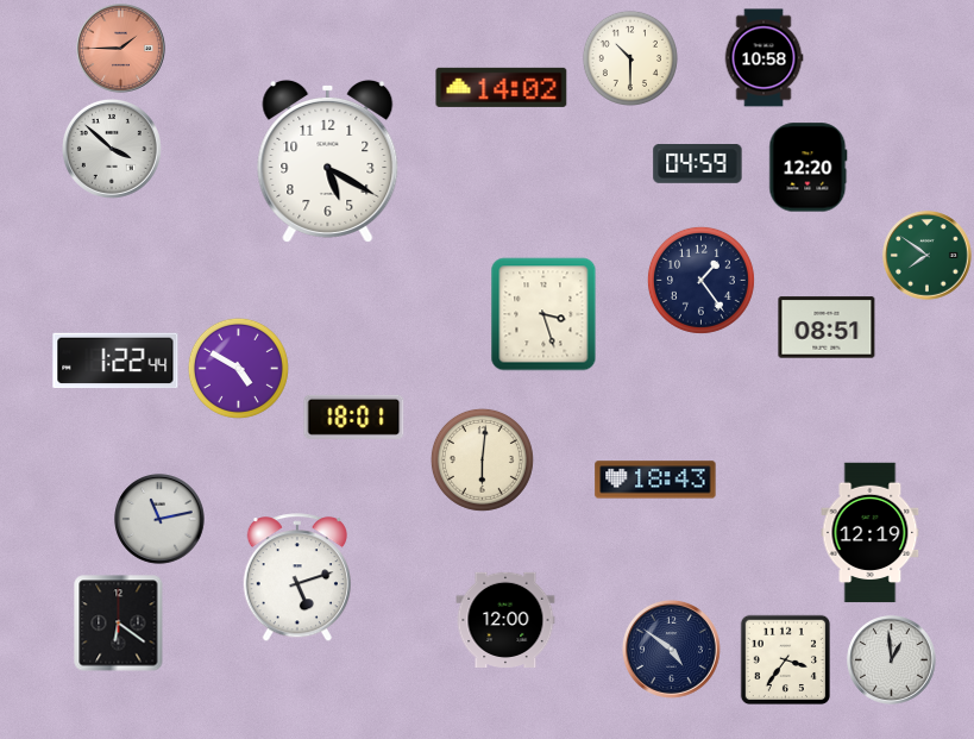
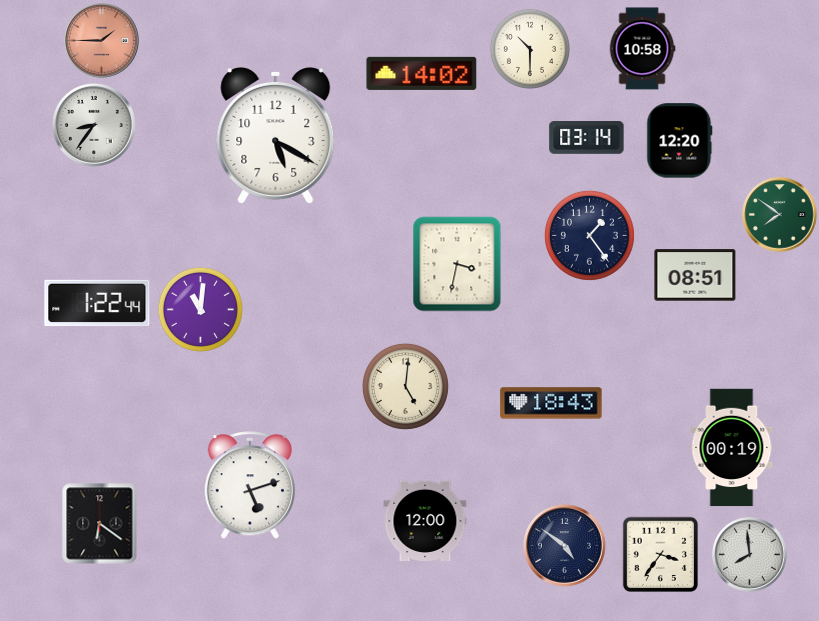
clock at (112, 149): 3:52 -> 8:36
clock at (698, 164): 04:59 -> 03:14
clock at (543, 314): 3:27 -> 3:32
clock at (238, 368): 4:50 -> 11:01
clock at (354, 417): 18:01 -> none
clock at (482, 459): 6:01 -> 5:01
clock at (159, 519): 11:13 -> none
clock at (871, 533): 12:19 -> 00:19
clock at (892, 660): 12:59 -> 7:59
